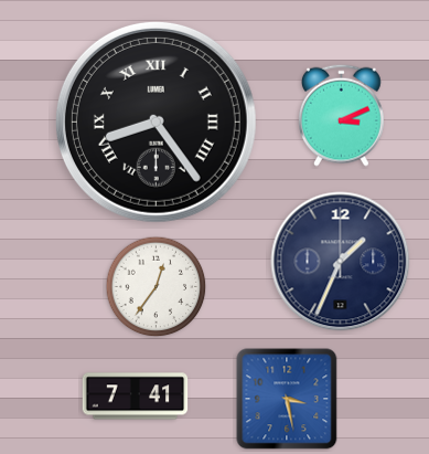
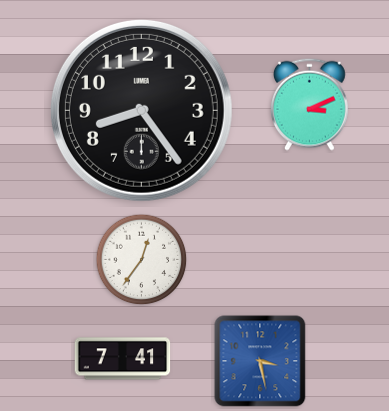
clock at (155, 122) numerals: Roman -> Arabic
clock at (341, 262): 1:34 -> none
